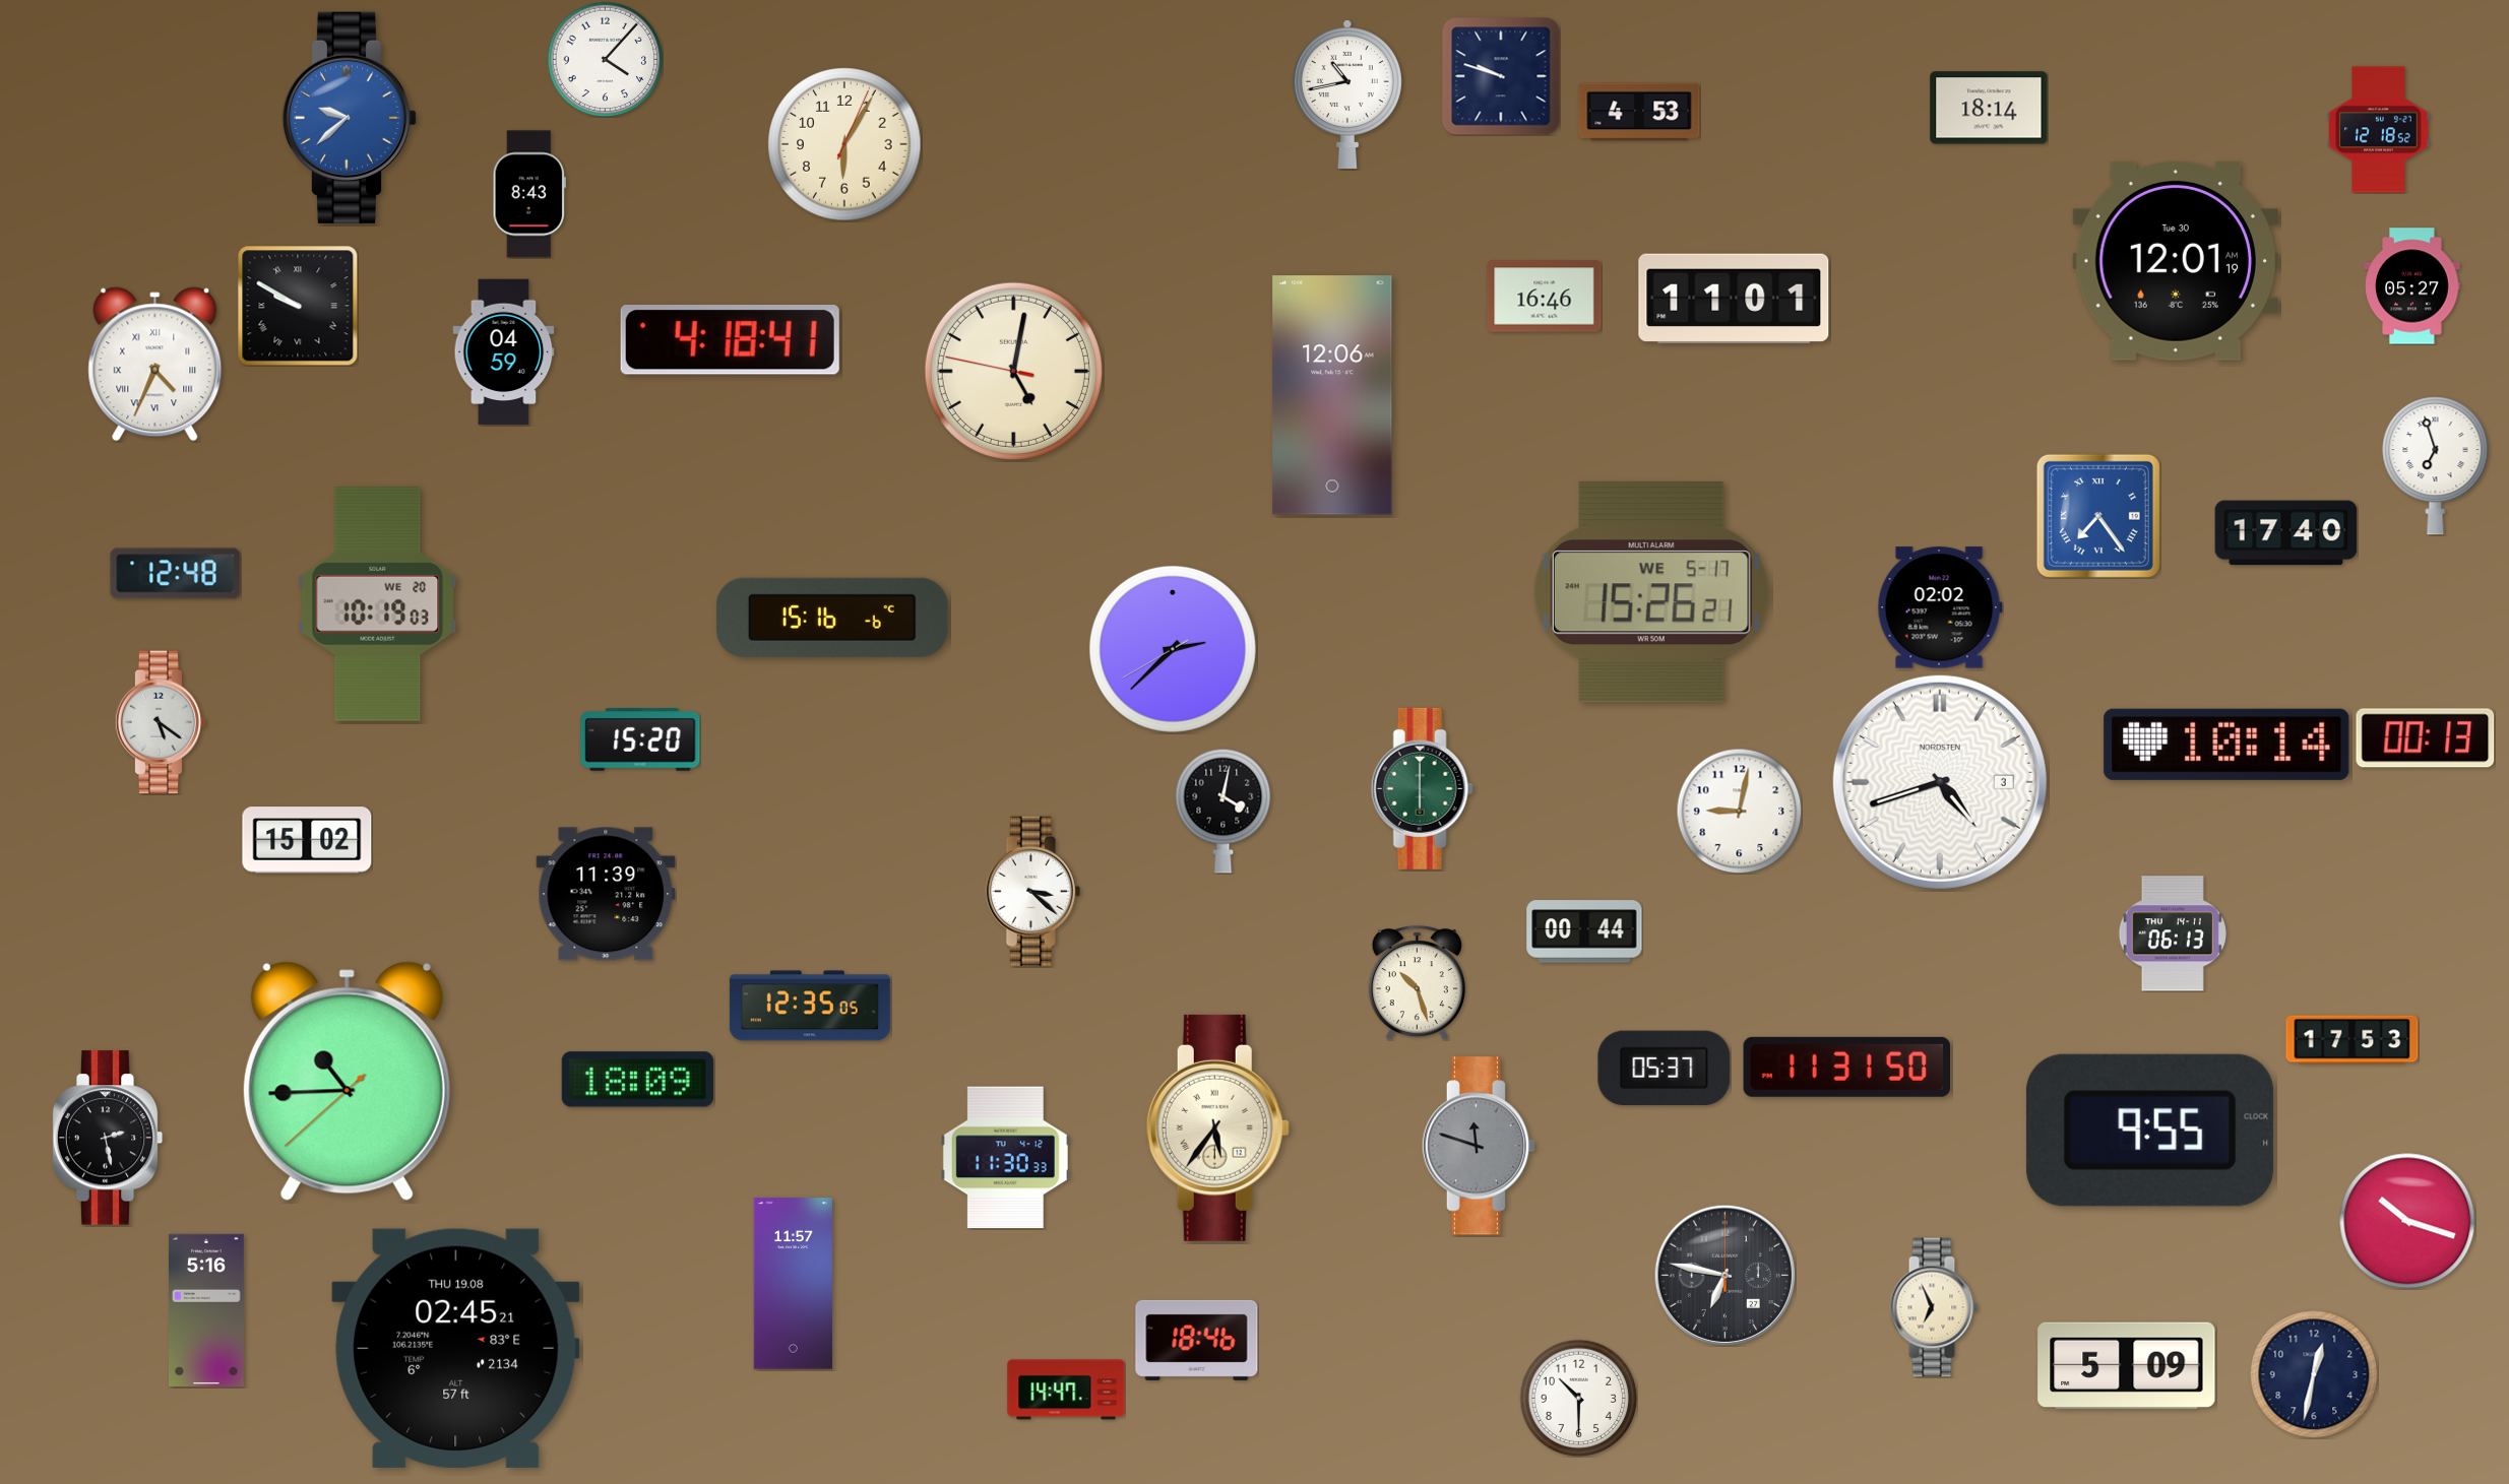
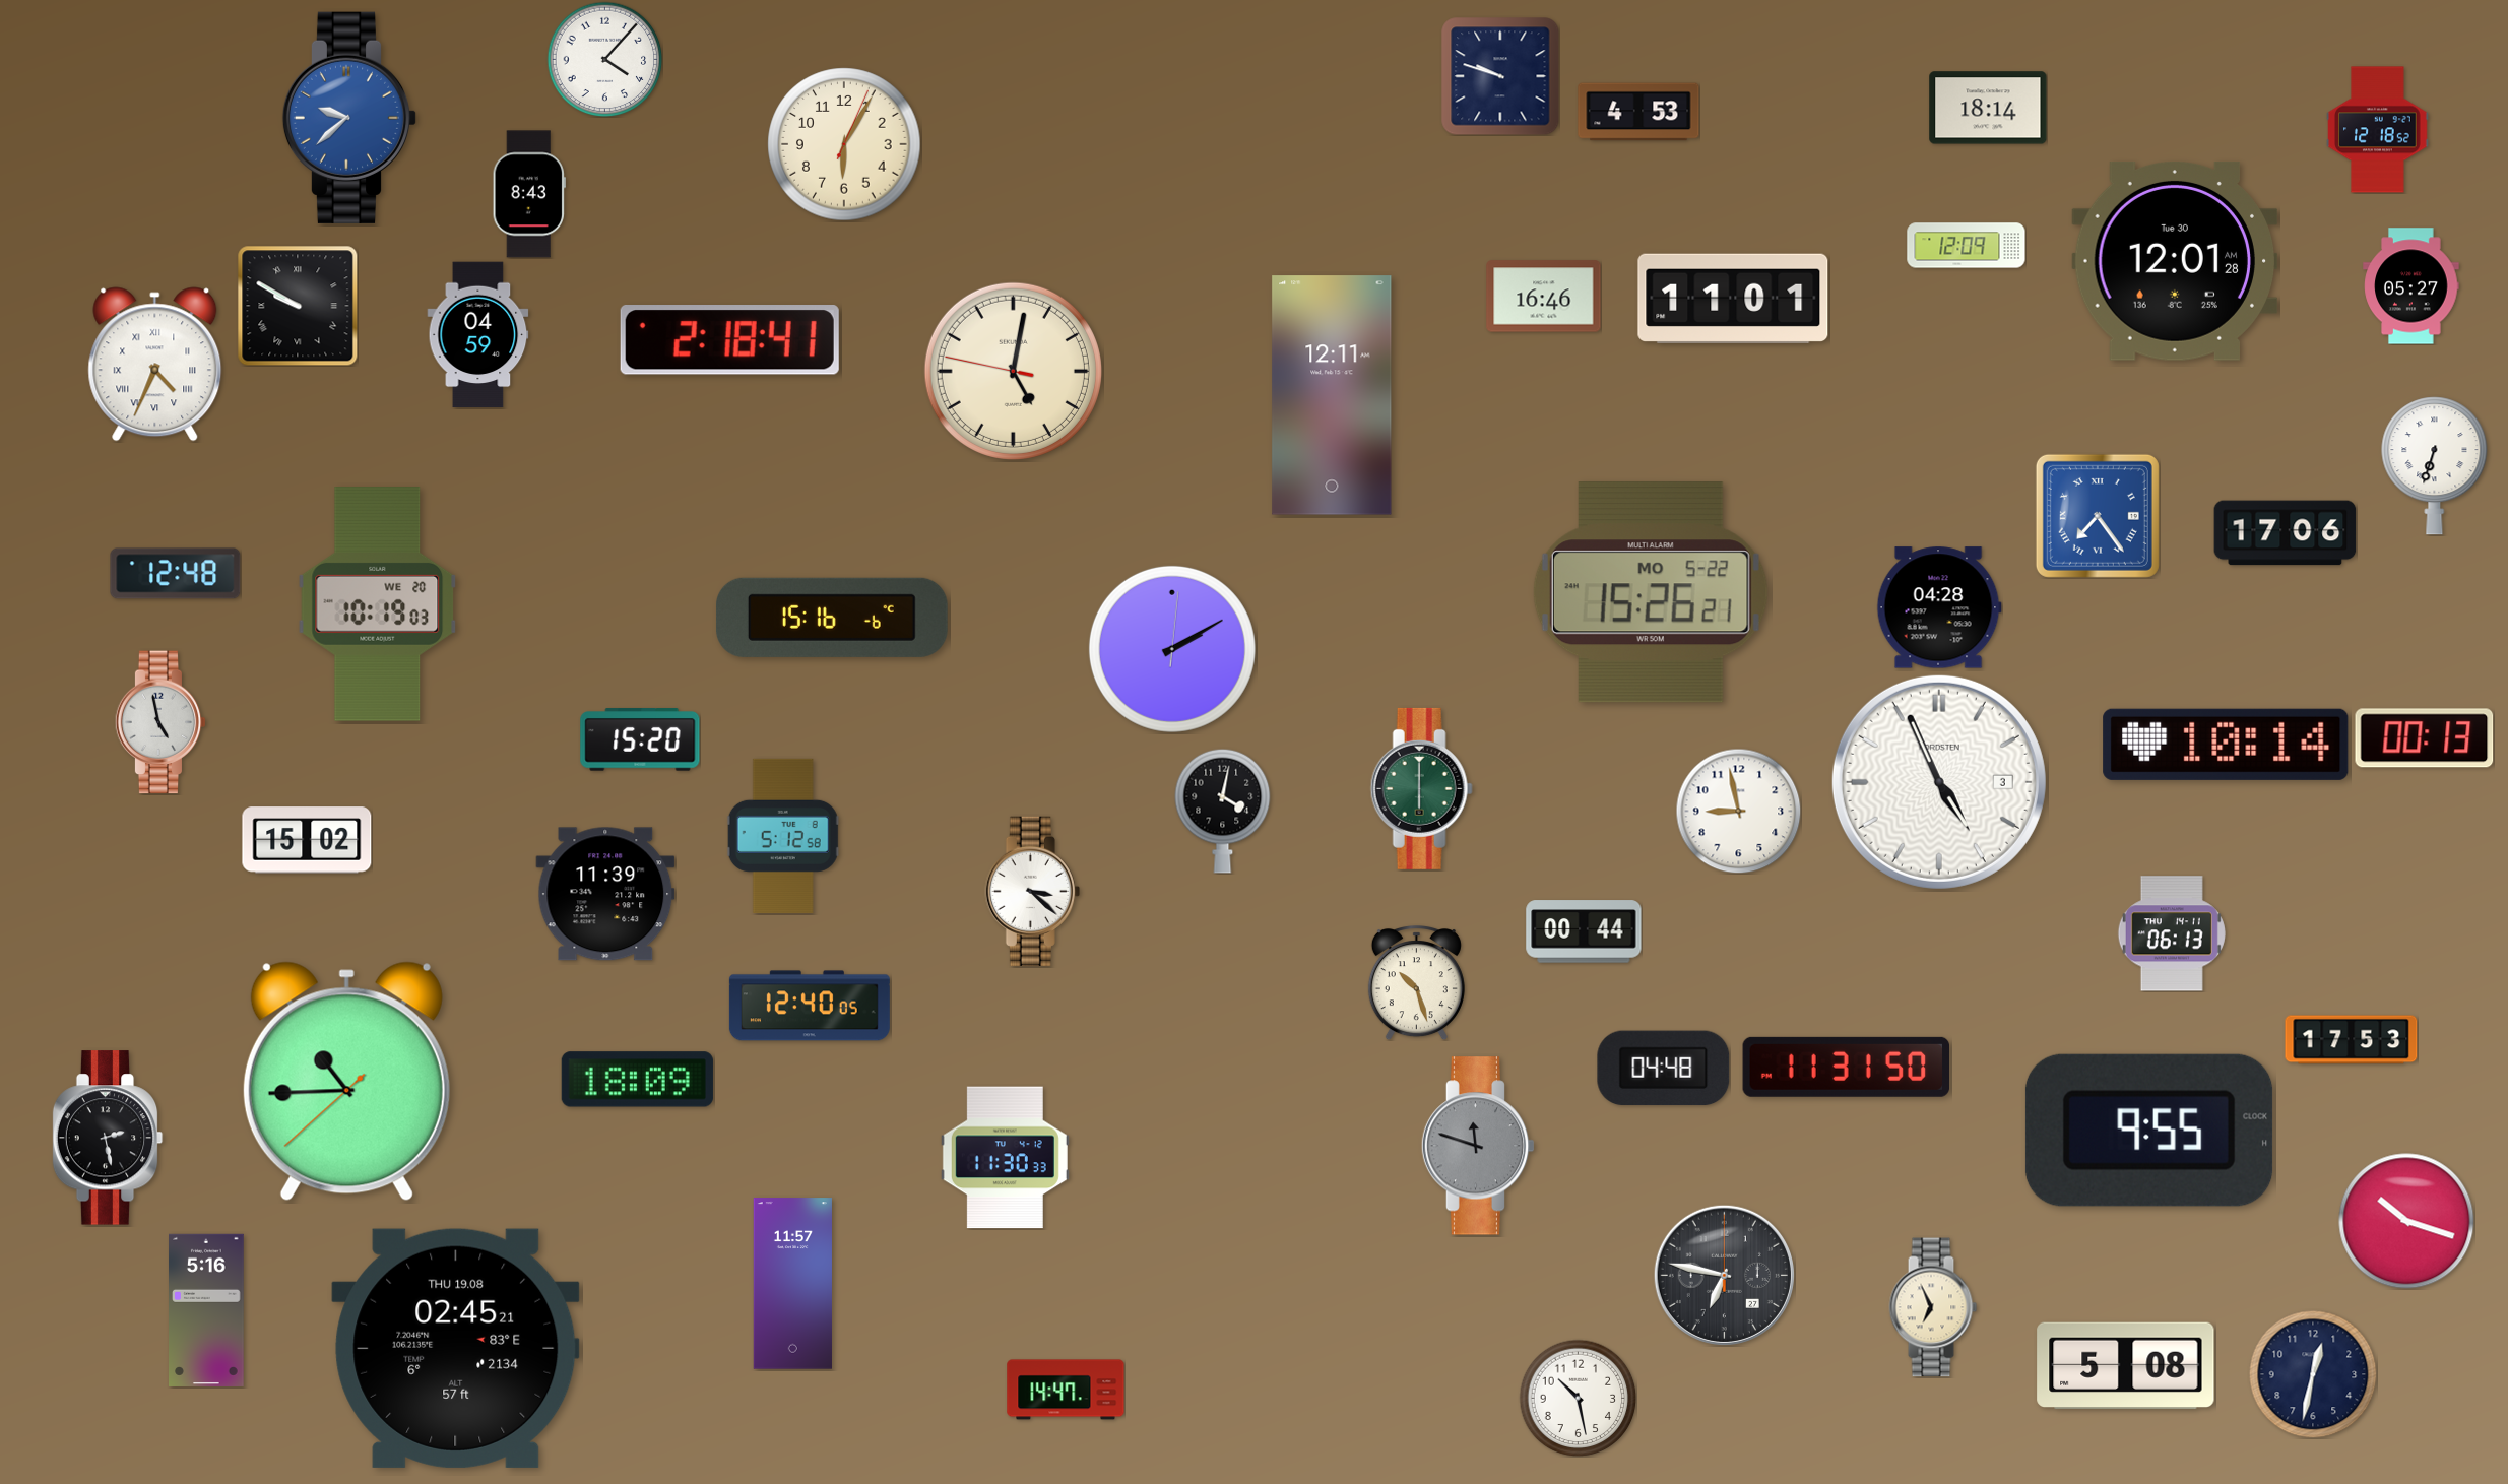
clock at (1347, 93): 10:43 -> none
clock at (1967, 246): none -> 12:09
clock at (2176, 261): 12:01:19 AM -> 12:01:28 AM
clock at (730, 339): 4:18 -> 2:18
clock at (504, 352) position: (504, 352) -> (478, 335)
clock at (1332, 395): 12:06 -> 12:11
clock at (2436, 466): 6:57 -> 6:33
clock at (2286, 533): 17:40 -> 17:06
clock at (1651, 592) date: WE 5-17 -> MO 5-22
clock at (1940, 607): 02:02 -> 04:28
clock at (1173, 649): 2:37 -> 2:10
clock at (161, 722): 5:21 -> 4:58
clock at (1940, 782): 4:42 -> 4:56
clock at (1739, 811): 9:02 -> 8:58
clock at (783, 836): none -> 5:12
clock at (810, 1006): 12:35 -> 12:40
clock at (1665, 1069): 05:37 -> 04:48
clock at (1217, 1127): 5:36 -> none
clock at (1197, 1340): 18:46 -> none
clock at (2127, 1366): 5:09 -> 5:08
clock at (1578, 1398): 10:30 -> 10:28
